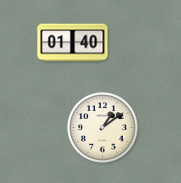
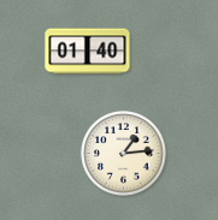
clock at (103, 128): 1:09 -> 1:14
